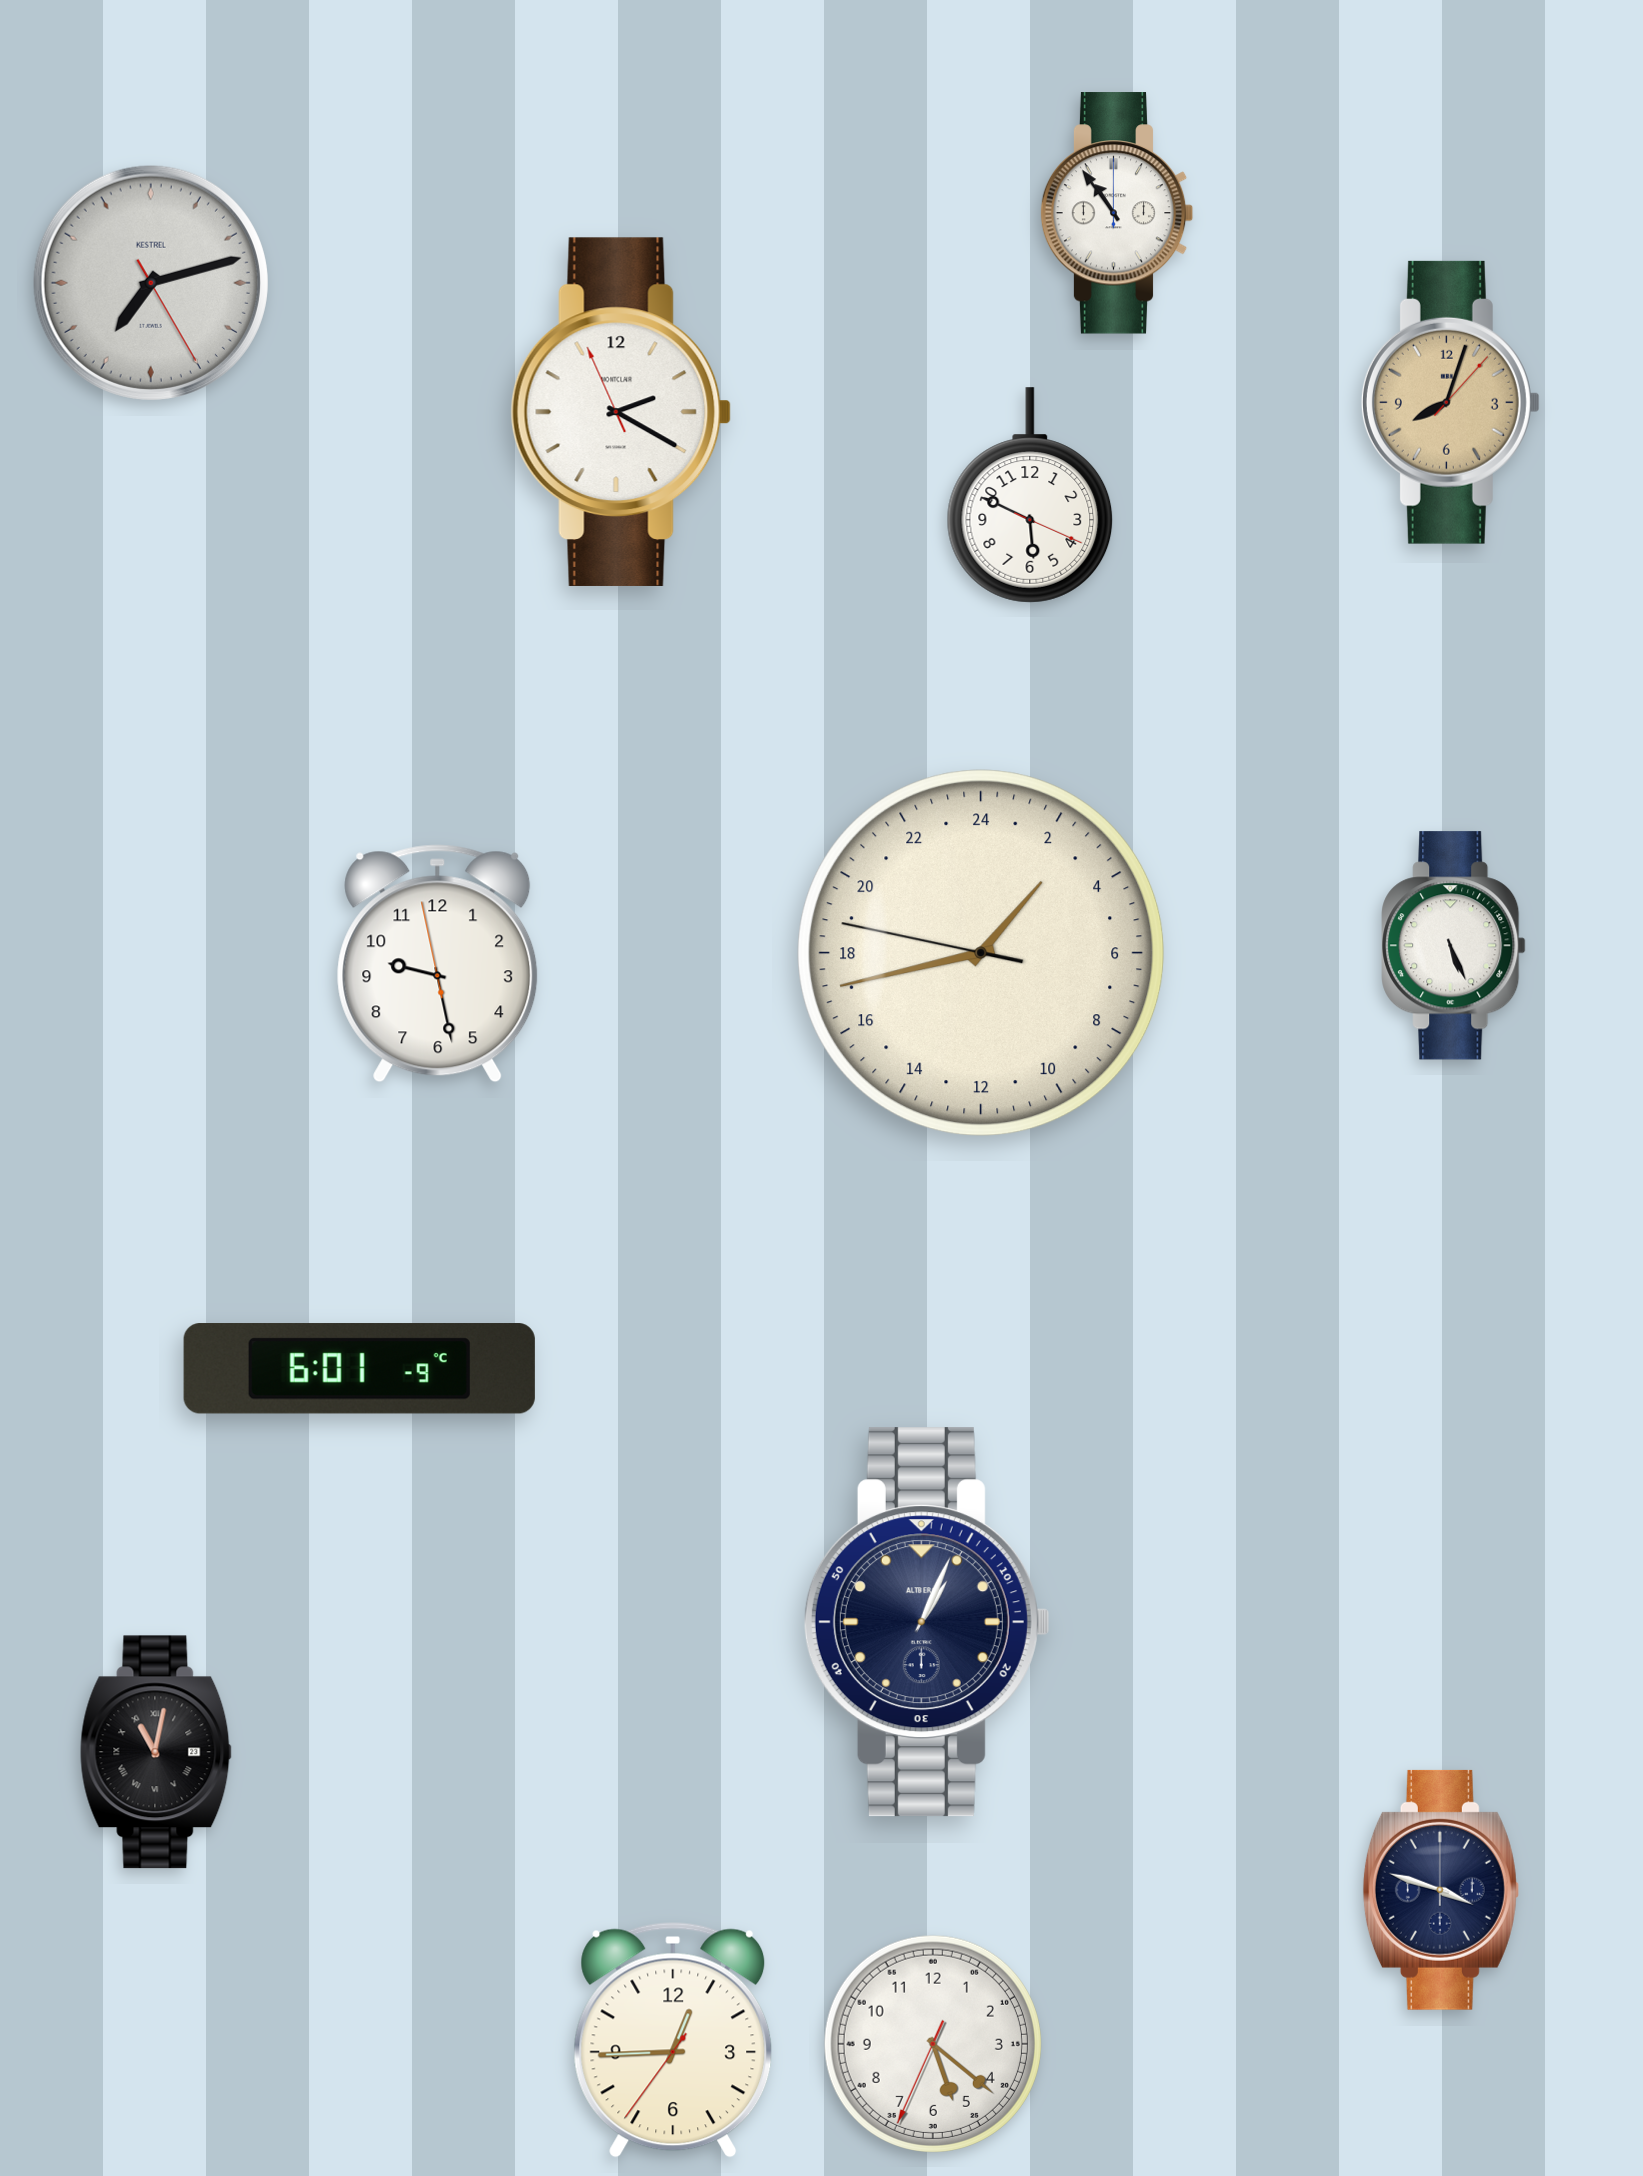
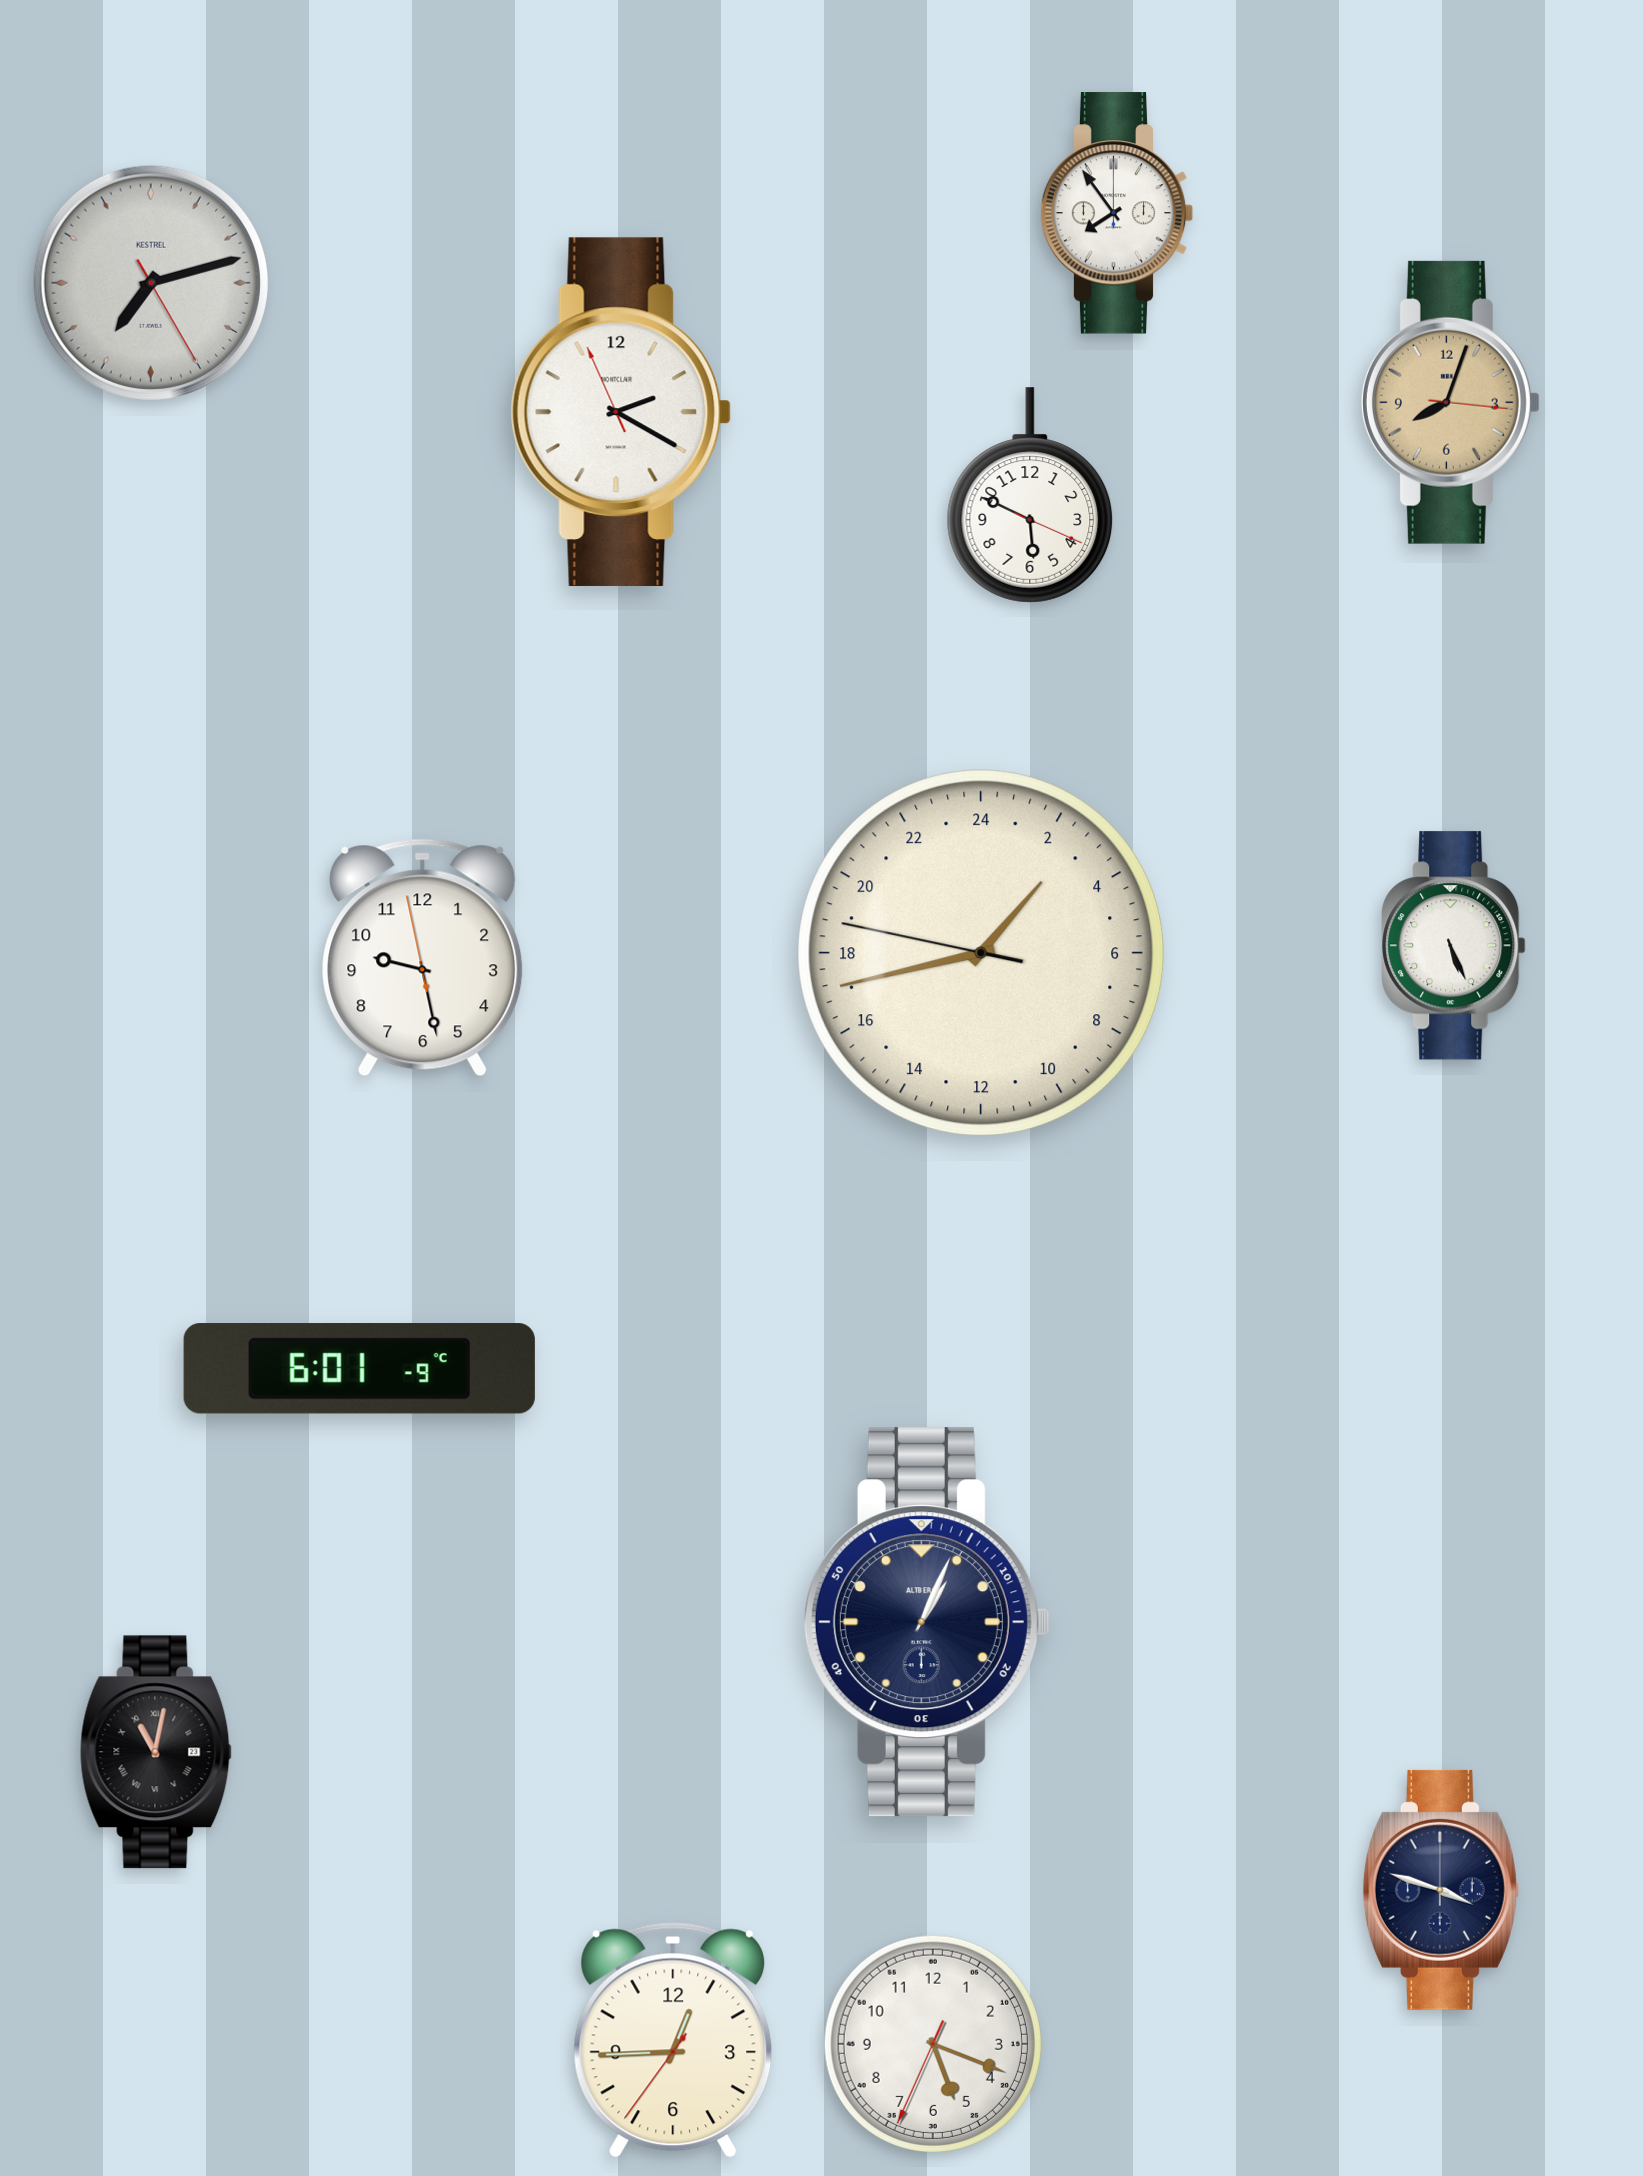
clock at (1117, 213): 10:54 -> 7:54
clock at (1450, 402): 8:03:07 -> 8:03:16
clock at (438, 964) position: (438, 964) -> (423, 958)
clock at (933, 2044): 5:21 -> 5:18
